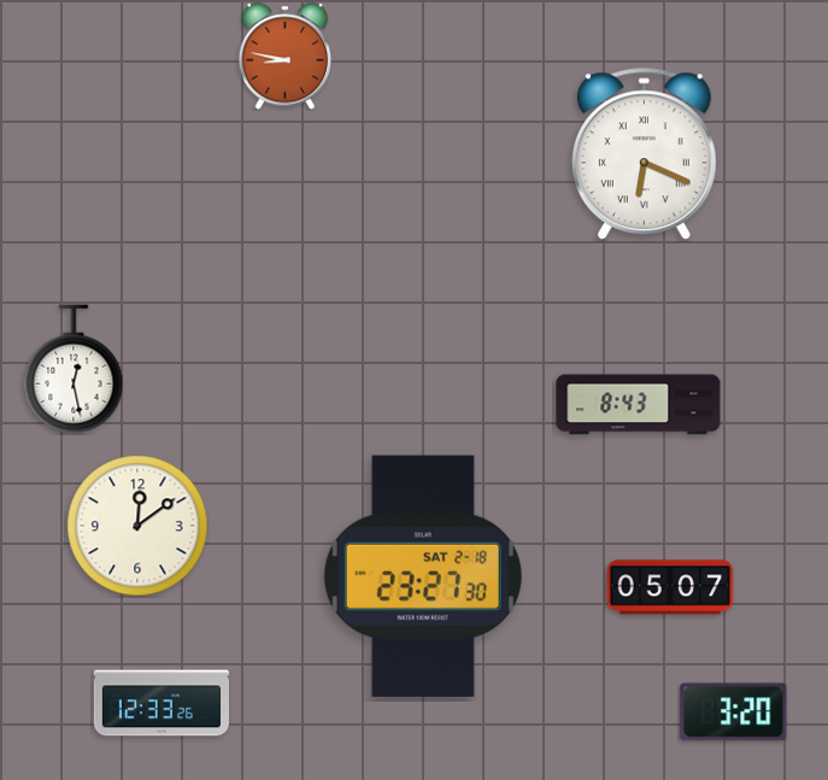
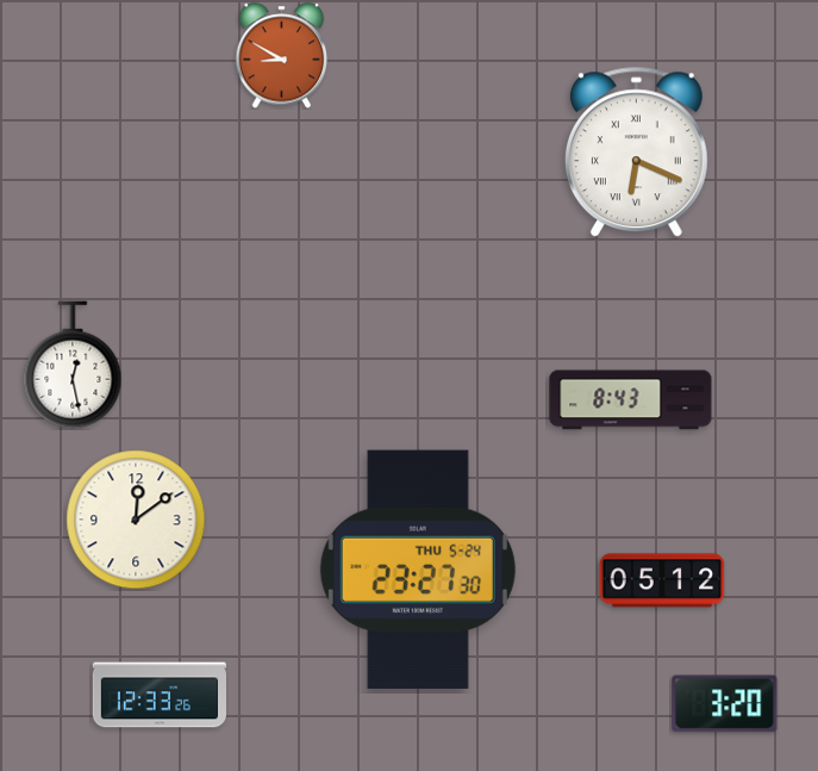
clock at (286, 57): 8:47 -> 8:50
clock at (423, 576) date: SAT 2-18 -> THU 5-24
clock at (670, 587): 05:07 -> 05:12
